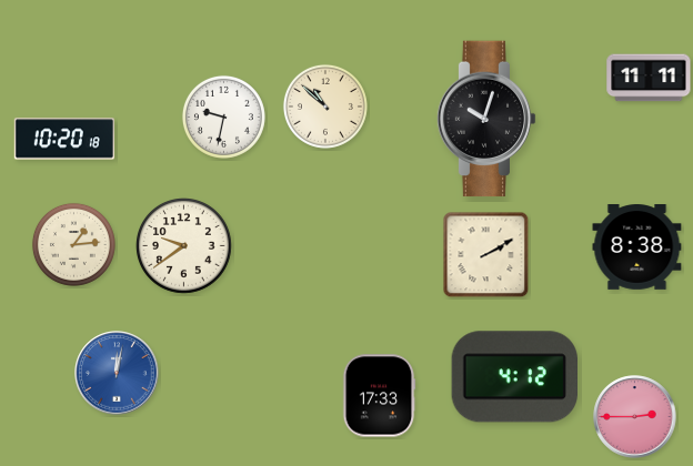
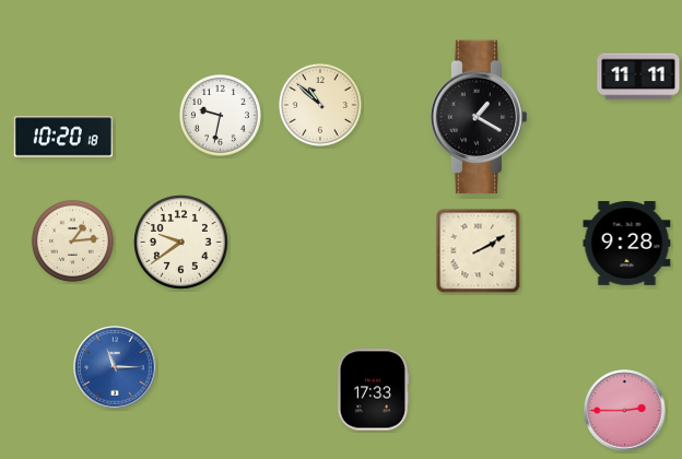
clock at (486, 119): 10:03 -> 1:20
clock at (637, 247): 8:38 -> 9:28
clock at (117, 373): 12:02 -> 11:15
clock at (514, 377): 4:12 -> none
